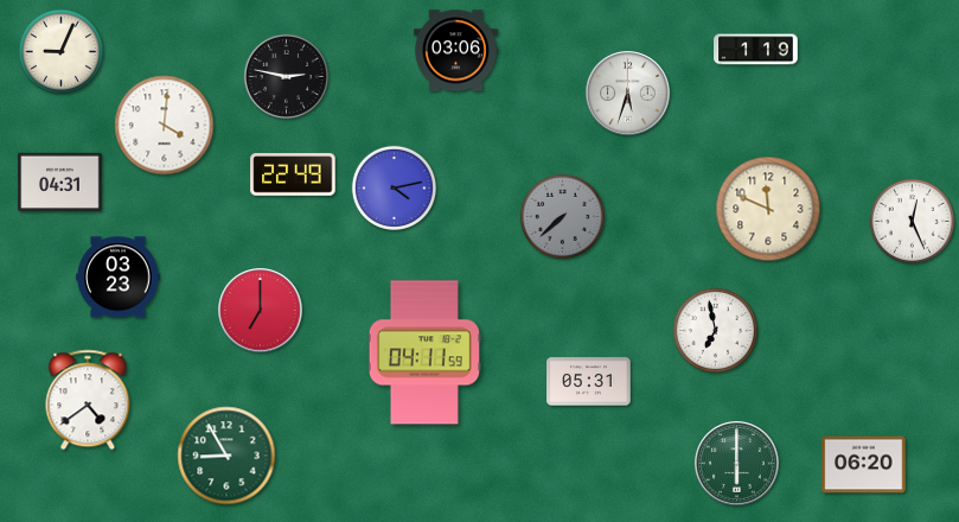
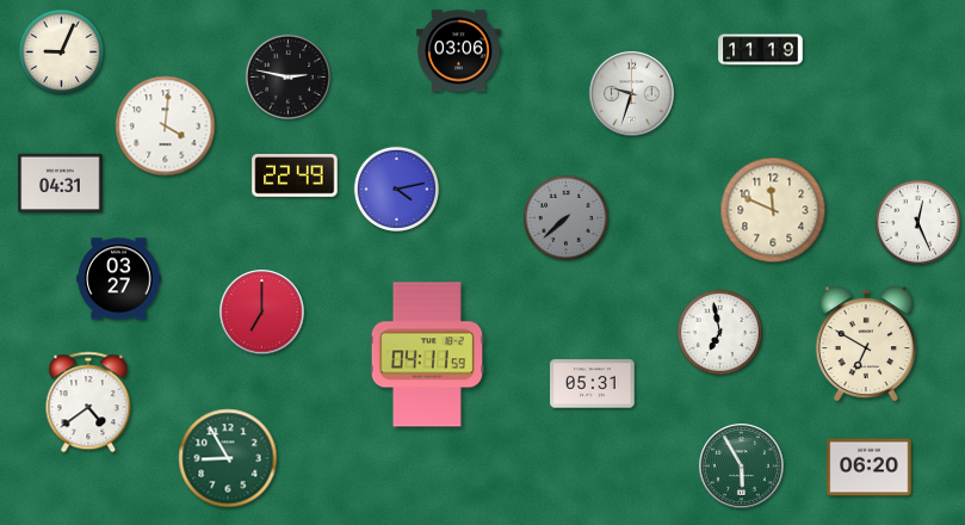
clock at (756, 50): 1:19 -> 11:19
clock at (628, 94): 5:33 -> 9:33
clock at (119, 278): 03:23 -> 03:27
clock at (866, 345): none -> 6:50
clock at (737, 464): 6:00 -> 5:55
